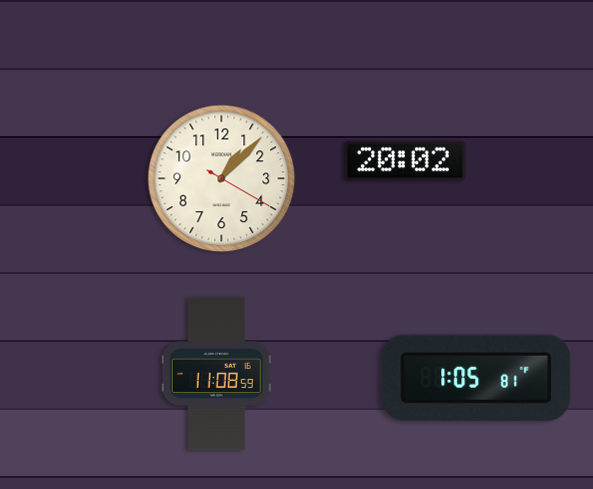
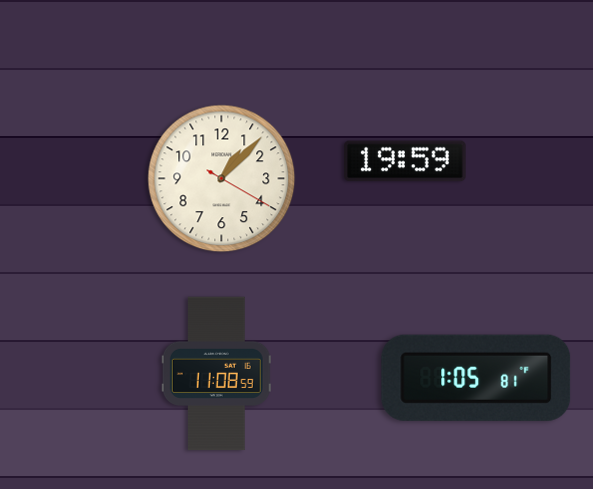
clock at (405, 161): 20:02 -> 19:59
